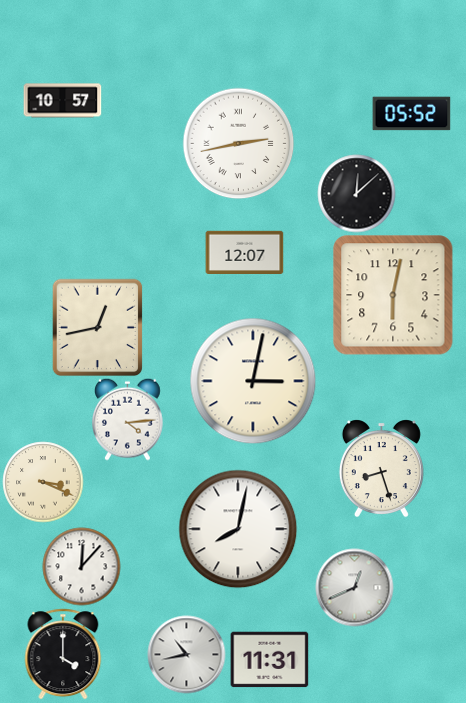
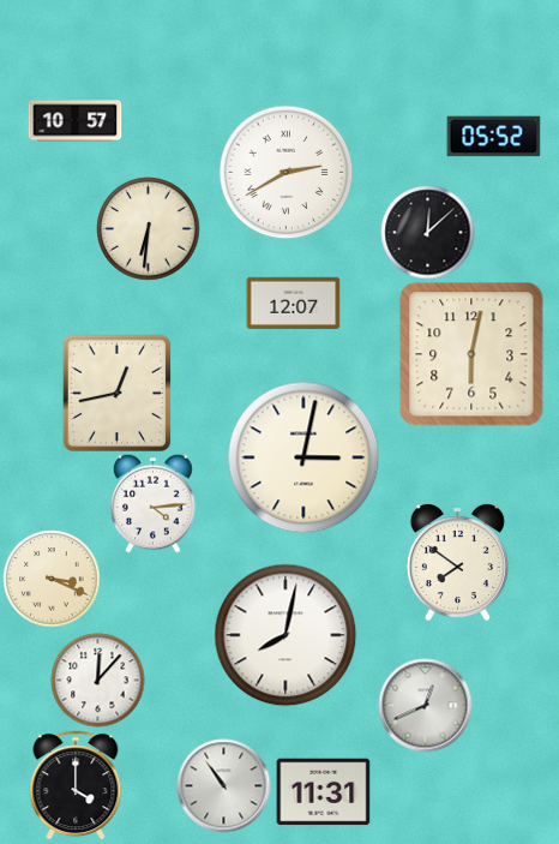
clock at (238, 143): 2:43 -> 2:40
clock at (148, 228): none -> 6:31
clock at (381, 468): 8:27 -> 7:51
clock at (186, 654): 10:43 -> 10:54
